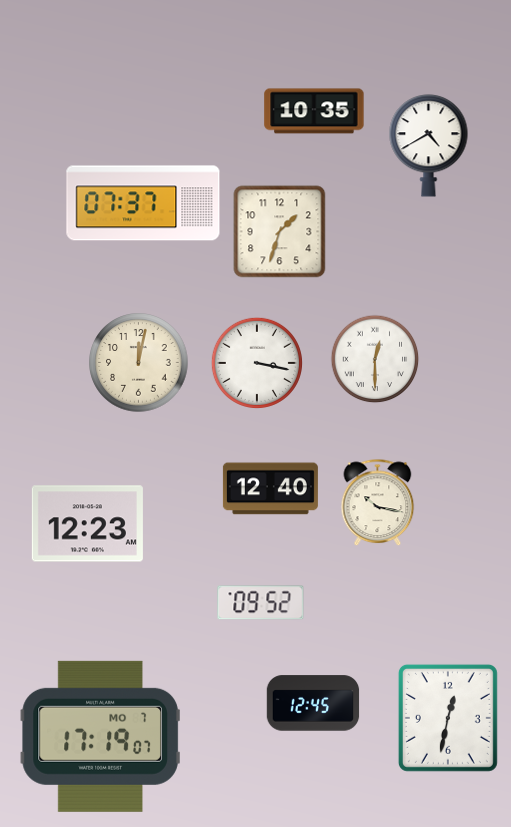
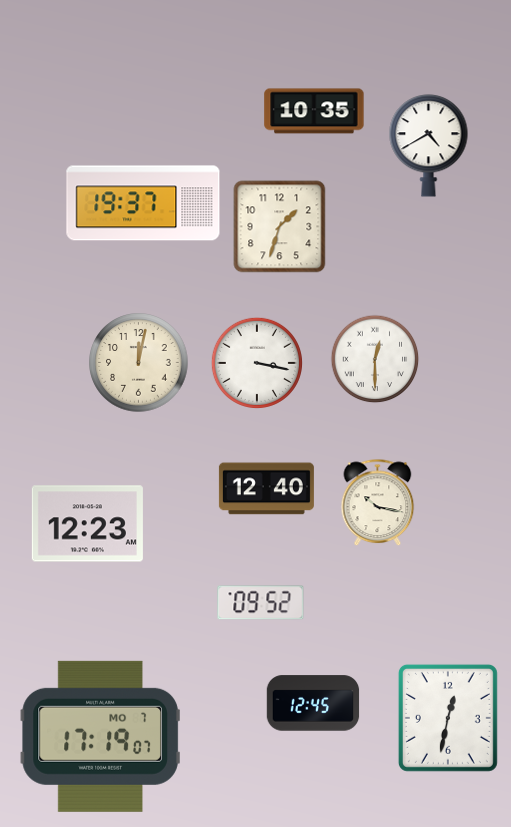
clock at (143, 203): 07:37 -> 19:37
clock at (280, 232) position: (280, 232) -> (280, 227)
clock at (270, 489) position: (270, 489) -> (266, 489)
